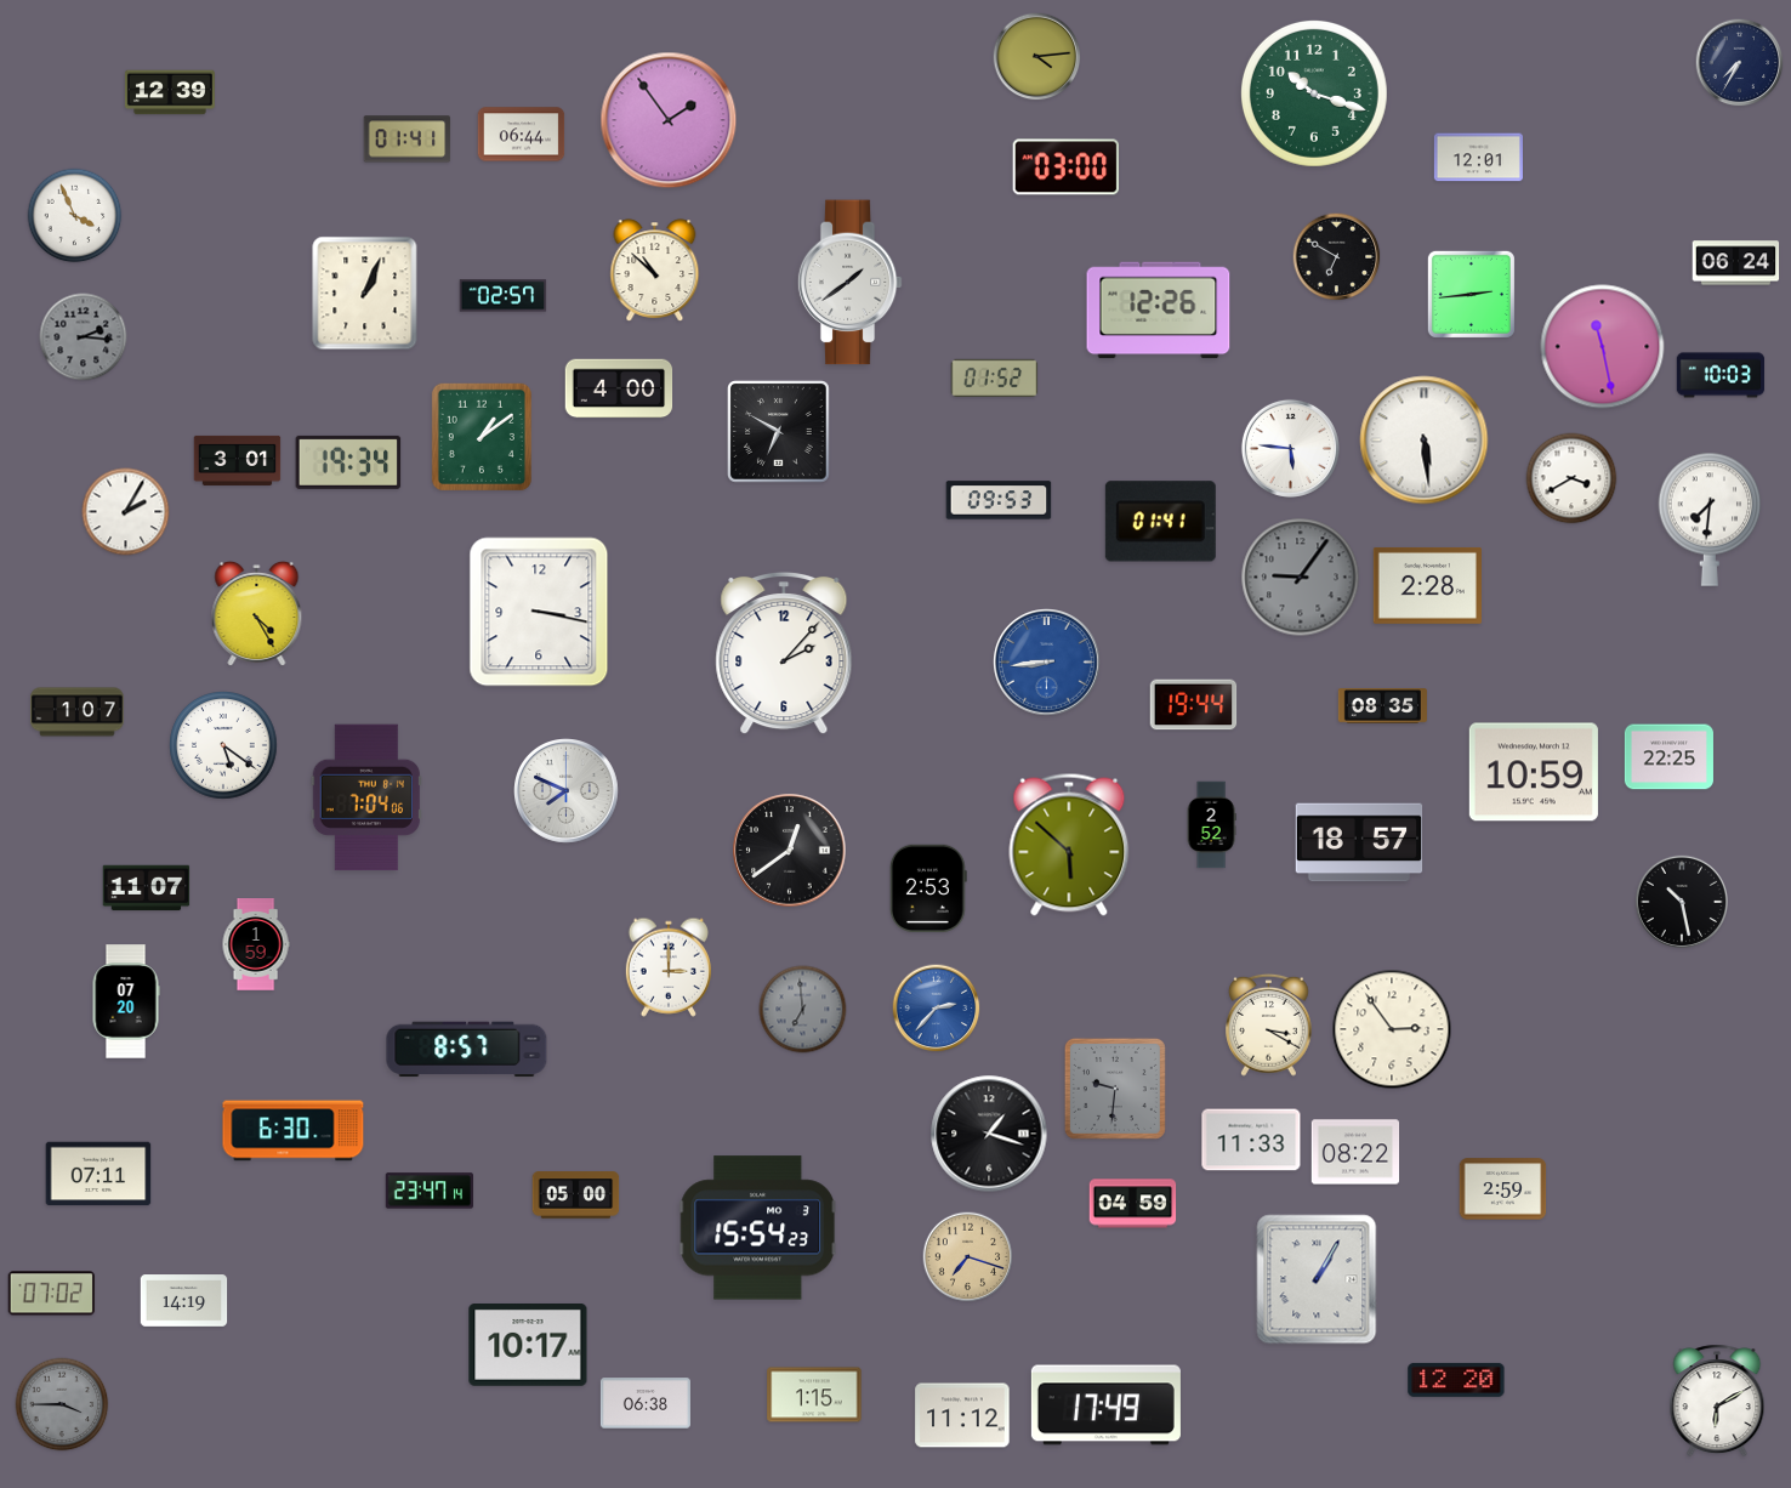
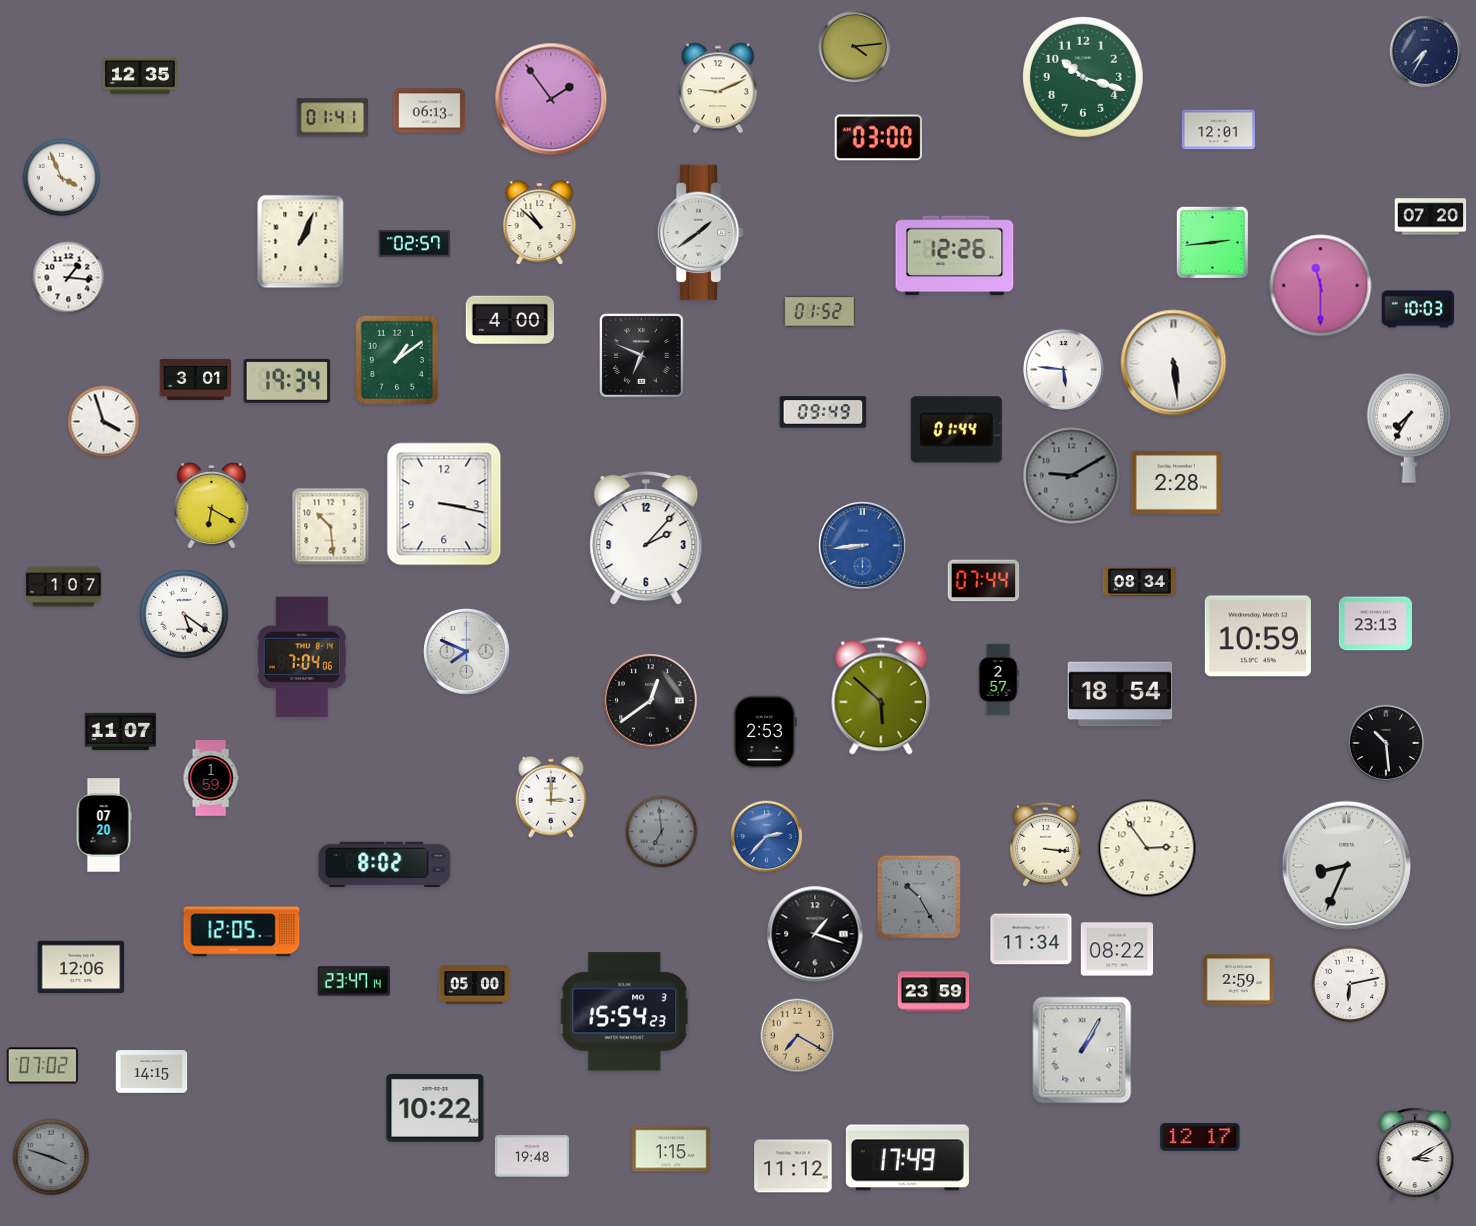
clock at (1740, 63) position: (1740, 63) -> (1426, 52)
clock at (170, 92): 12:39 -> 12:35
clock at (718, 88): none -> 9:11
clock at (522, 135): 06:44 -> 06:13
clock at (408, 140) position: (408, 140) -> (333, 118)
clock at (1337, 257): 6:50 -> none
clock at (1736, 263): 06:24 -> 07:20
clock at (84, 337): 2:16 -> 1:16
clock at (84, 337) dial: grey -> white
clock at (1603, 347): 11:28 -> 11:30
clock at (779, 432): 6:50 -> 6:49
clock at (1571, 478): 3:40 -> none
clock at (999, 500): 09:53 -> 09:49
clock at (126, 512): 2:05 -> 3:57
clock at (1710, 519): 7:31 -> 7:35
clock at (1160, 522): 01:41 -> 01:44
clock at (1301, 578): 9:06 -> 9:10
clock at (257, 614): 4:25 -> 6:20
clock at (331, 527): none -> 10:29
clock at (1194, 705): 19:44 -> 07:44
clock at (1382, 706): 08:35 -> 08:34
clock at (1668, 757): 22:25 -> 23:13
clock at (1534, 772) position: (1534, 772) -> (1258, 636)
clock at (1211, 825): 2:52 -> 2:57
clock at (1359, 842): 18:57 -> 18:54
clock at (1681, 901): 10:28 -> 10:29
clock at (937, 1009) position: (937, 1009) -> (767, 837)
clock at (1269, 1024): 3:20 -> 3:16
clock at (467, 1050): 8:57 -> 8:02
clock at (1346, 865): none -> 8:34
clock at (1115, 1089): 9:31 -> 10:25
clock at (294, 1131): 6:30 -> 12:05
clock at (1251, 1140): 11:33 -> 11:34
clock at (98, 1174): 07:11 -> 12:06
clock at (1350, 984): none -> 6:13
clock at (1133, 1204): 04:59 -> 23:59
clock at (968, 1257): 7:18 -> 7:20
clock at (1317, 1279) position: (1317, 1279) -> (1082, 1050)
clock at (184, 1301): 14:19 -> 14:15
clock at (528, 1346): 10:17 -> 10:22
clock at (1456, 1380): 12:20 -> 12:17
clock at (1717, 1401): 6:10 -> 3:10
clock at (646, 1403): 06:38 -> 19:48
clock at (62, 1404): 3:45 -> 3:48
clock at (1105, 1405) position: (1105, 1405) -> (907, 1158)
